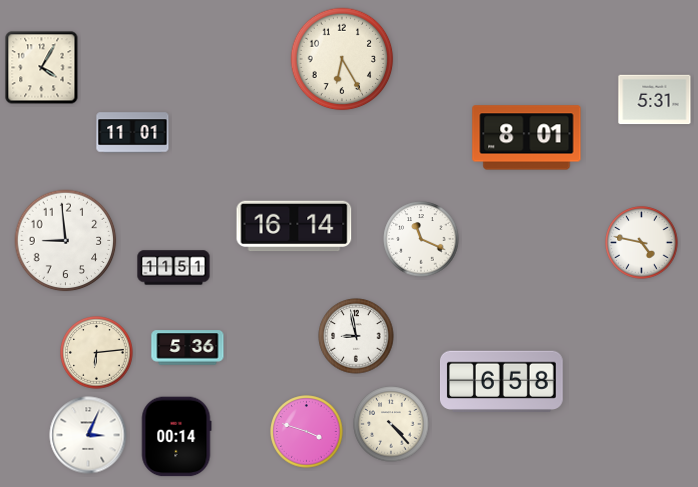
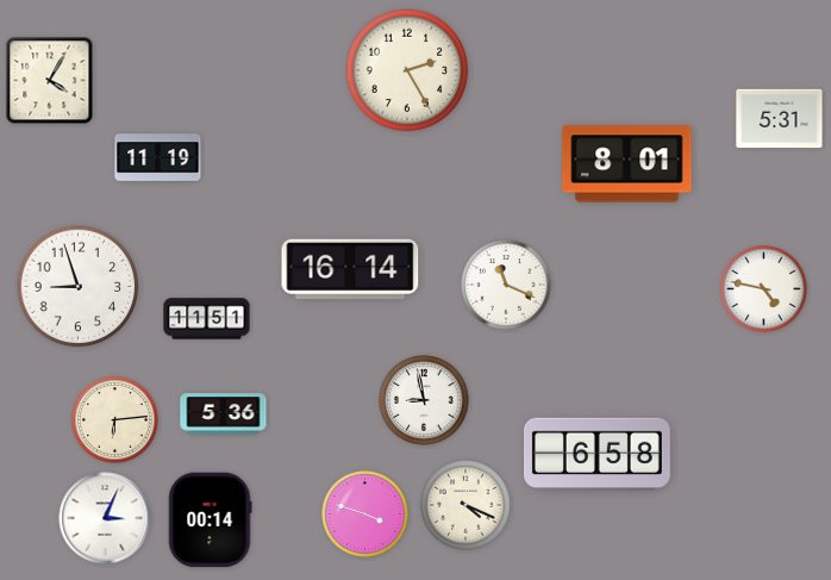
clock at (342, 59): 6:25 -> 2:25
clock at (133, 133): 11:01 -> 11:19
clock at (421, 239) position: (421, 239) -> (506, 285)
clock at (66, 241): 8:59 -> 8:57
clock at (391, 424): 4:23 -> 4:19
